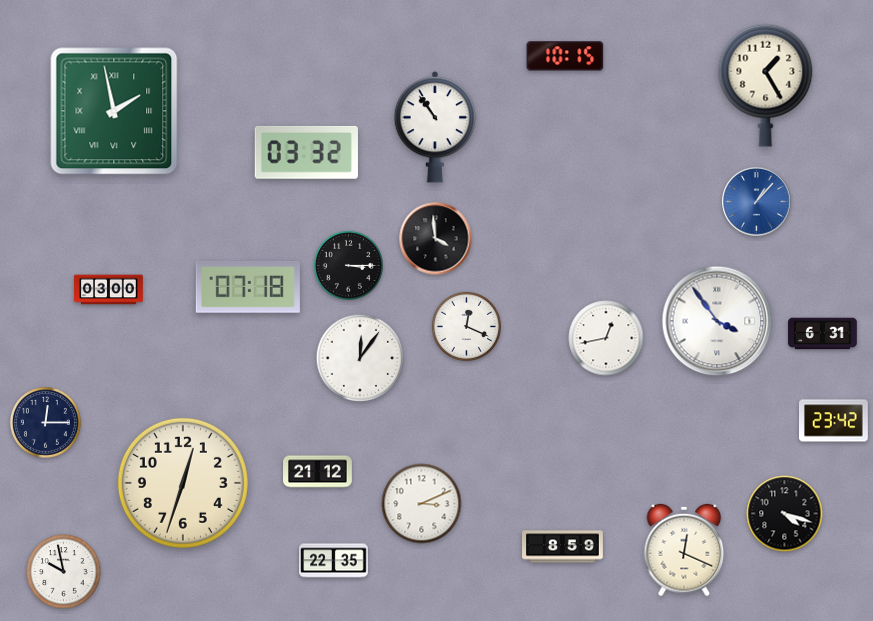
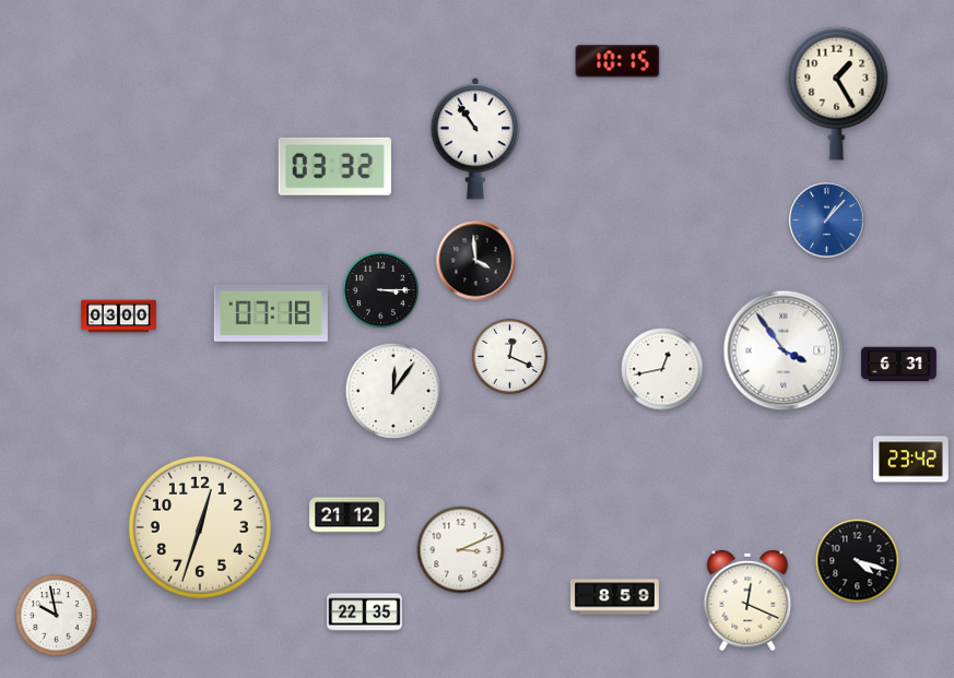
clock at (114, 111): 1:58 -> none
clock at (45, 422): 12:15 -> none
clock at (64, 572) position: (64, 572) -> (57, 616)
